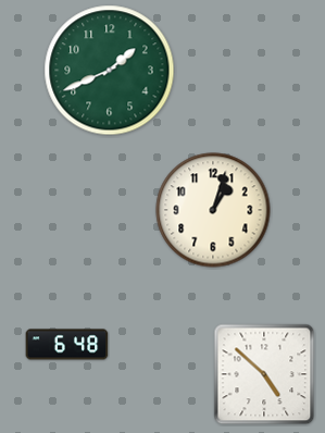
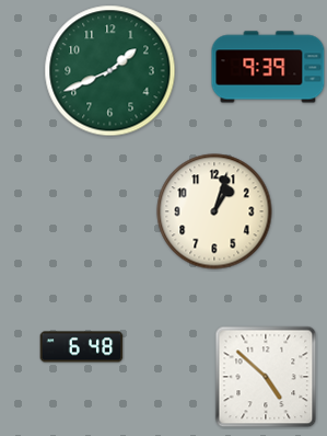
clock at (268, 67): none -> 9:39
clock at (67, 345) position: (67, 345) -> (82, 347)
